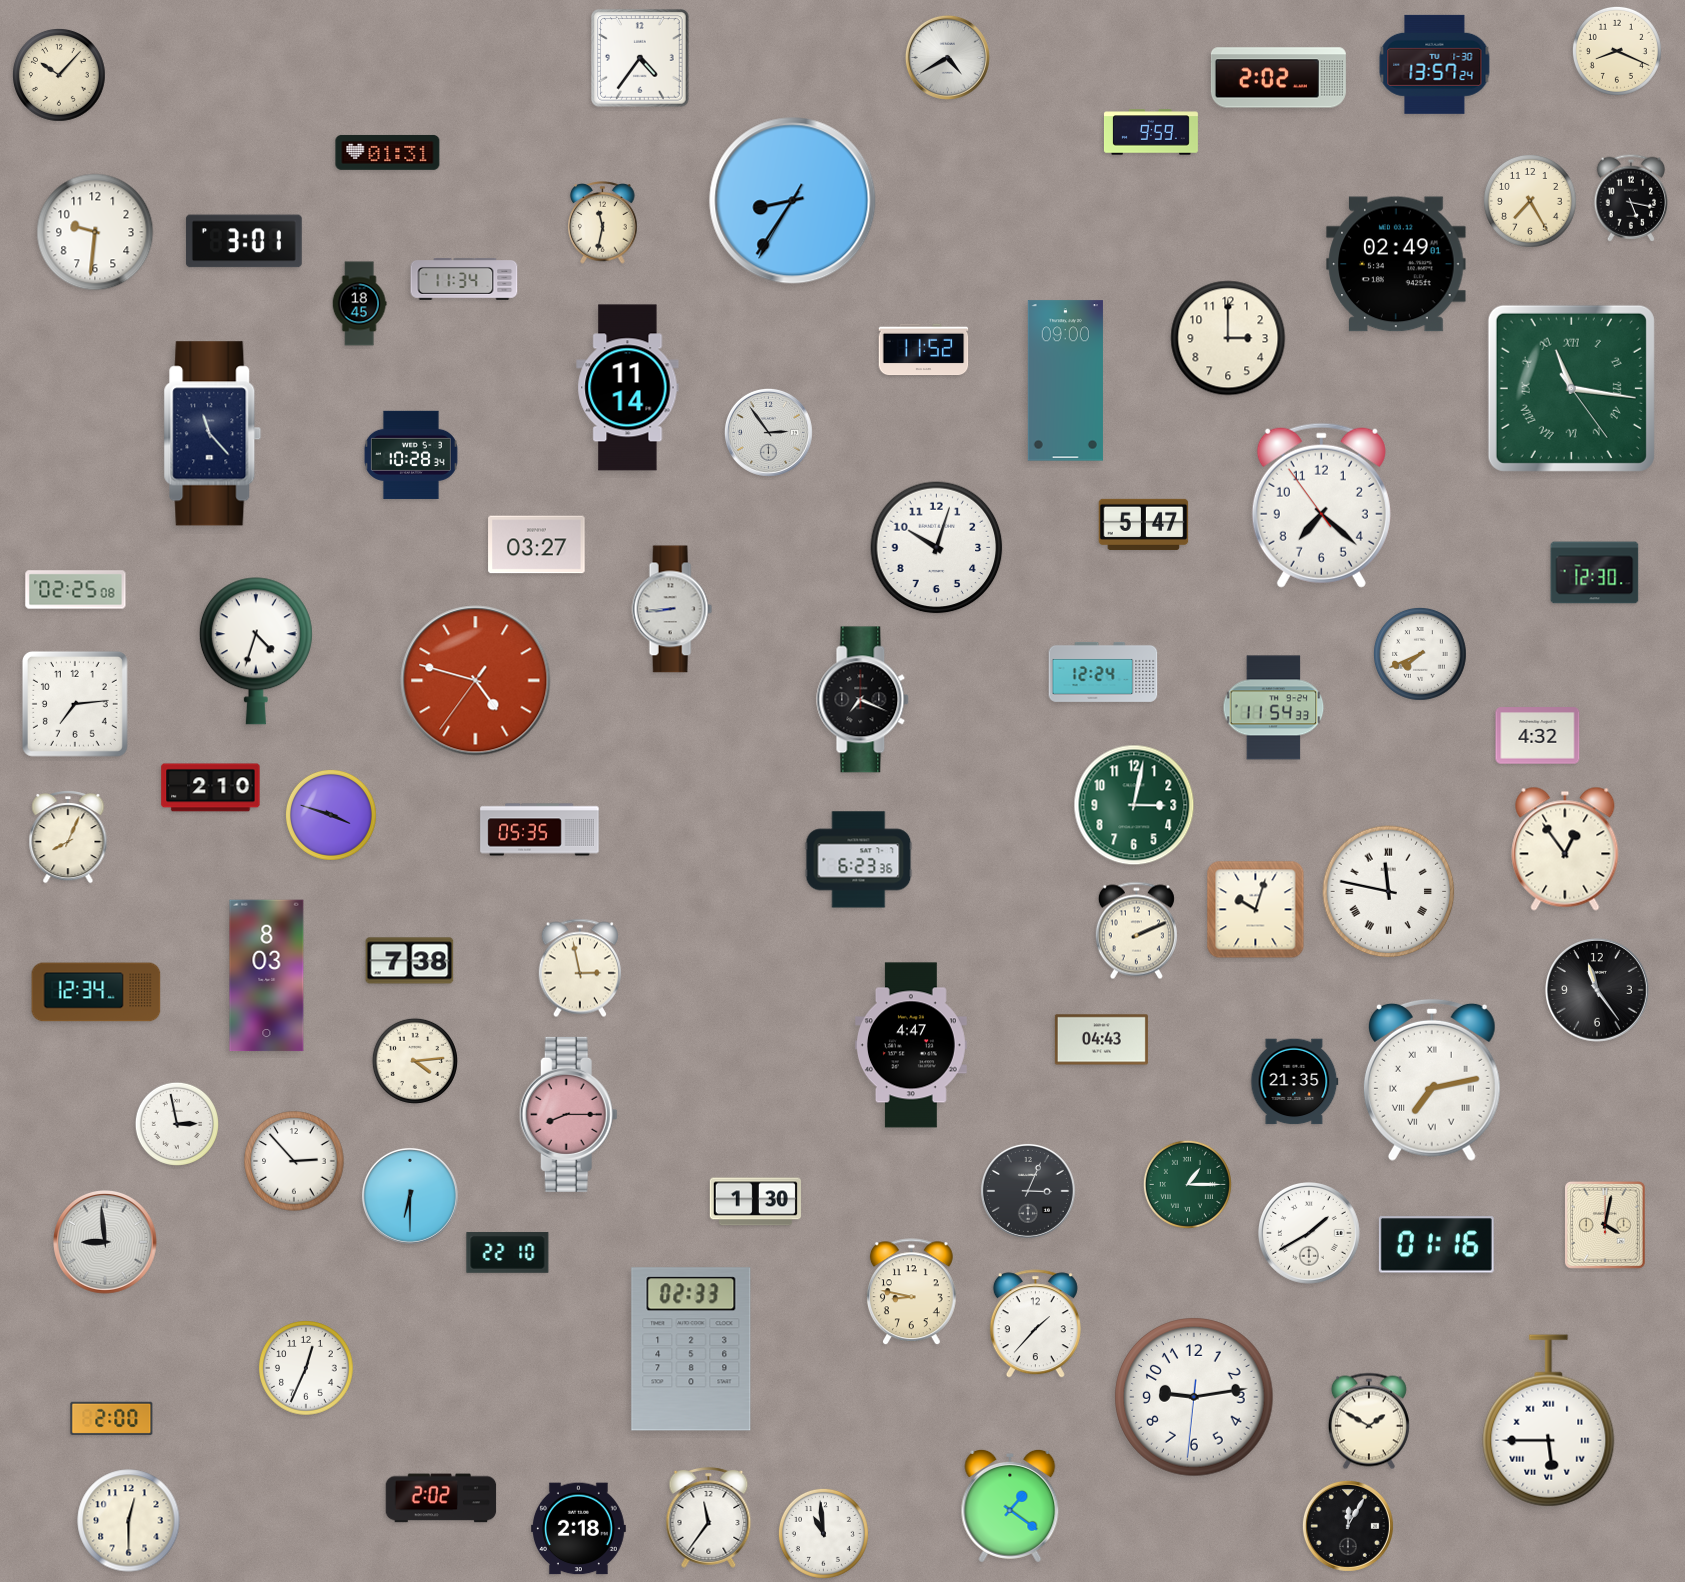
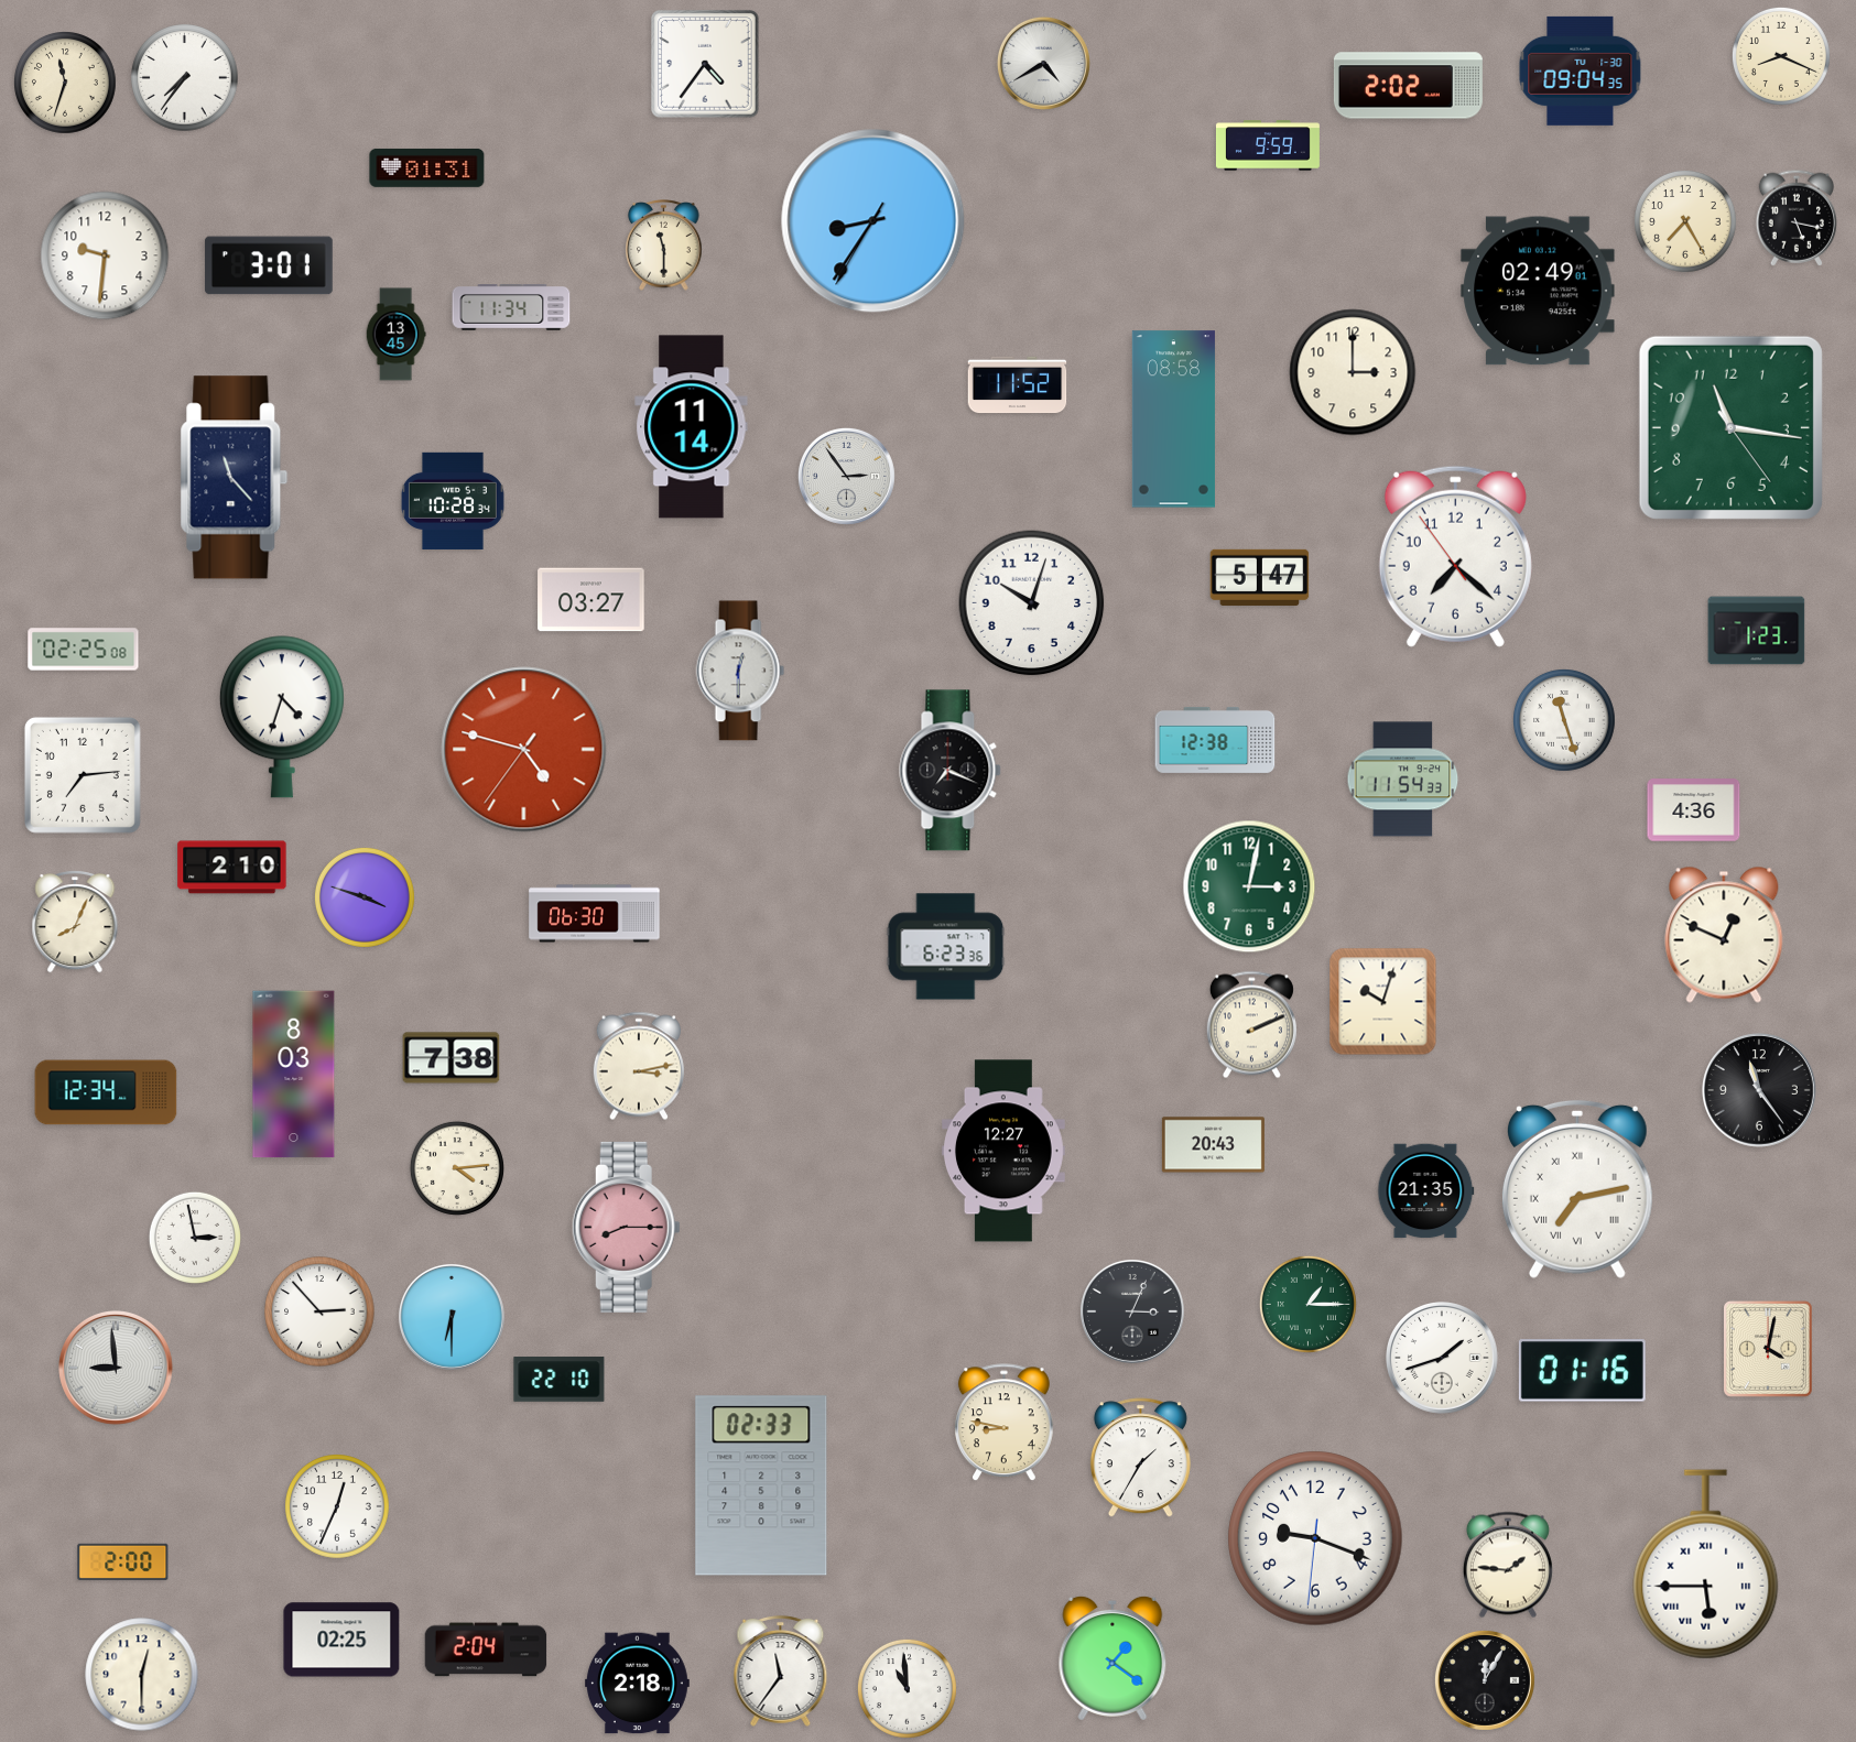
clock at (1435, 64): 13:57 -> 09:04
clock at (185, 78): none -> 7:36
clock at (60, 76): 10:07 -> 11:33
clock at (603, 223): 11:32 -> 11:30
clock at (359, 304): 18:45 -> 13:45
clock at (1065, 381): 09:00 -> 08:58
clock at (1571, 388) numerals: Roman -> Arabic
clock at (1595, 573): 12:30 -> 1:23
clock at (672, 609): 8:44 -> 12:30
clock at (1421, 655): 7:41 -> 11:27
clock at (1103, 672): 12:24 -> 12:38
clock at (1538, 736): 4:32 -> 4:36
clock at (540, 830): 05:35 -> 06:30
clock at (1565, 849): 12:54 -> 12:49
clock at (1389, 892): 11:47 -> none
clock at (580, 968): 2:58 -> 3:13
clock at (1101, 1040): 04:43 -> 20:43
clock at (911, 1045): 4:47 -> 12:27
clock at (294, 1161) position: (294, 1161) -> (319, 1311)
clock at (755, 1202): 1:30 -> none
clock at (1310, 1234): 1:40 -> 1:42
clock at (1035, 1324): 1:37 -> 1:35
clock at (1194, 1397): 9:13 -> 9:18
clock at (1369, 1421): 1:50 -> 1:46
clock at (341, 1640): none -> 02:25
clock at (441, 1498): 2:02 -> 2:04
